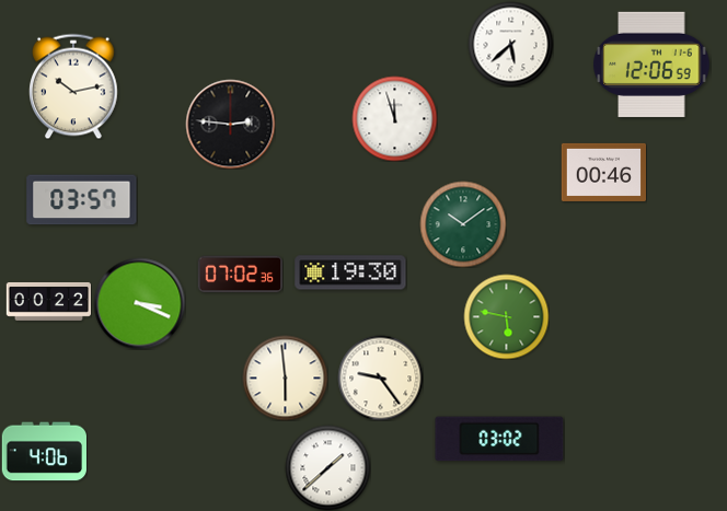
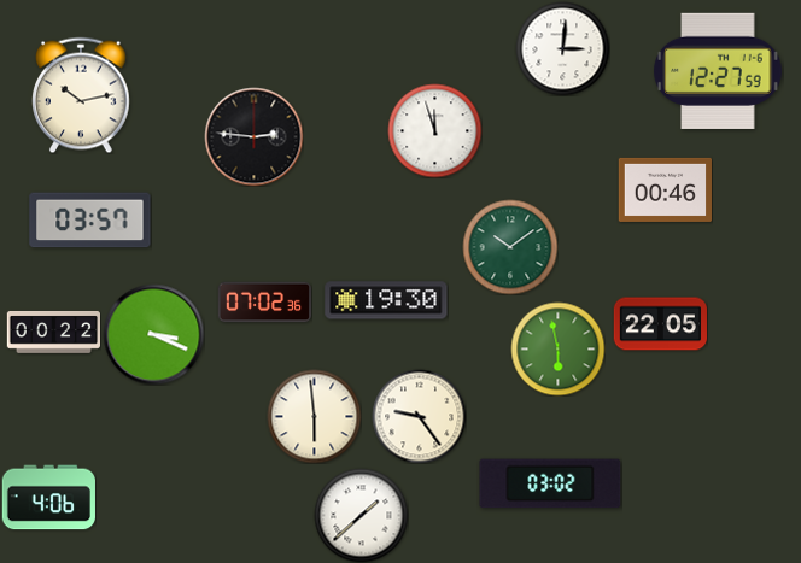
clock at (510, 44): 5:38 -> 3:01
clock at (651, 65): 12:06 -> 12:27
clock at (660, 324): none -> 22:05
clock at (506, 316): 5:47 -> 5:58
